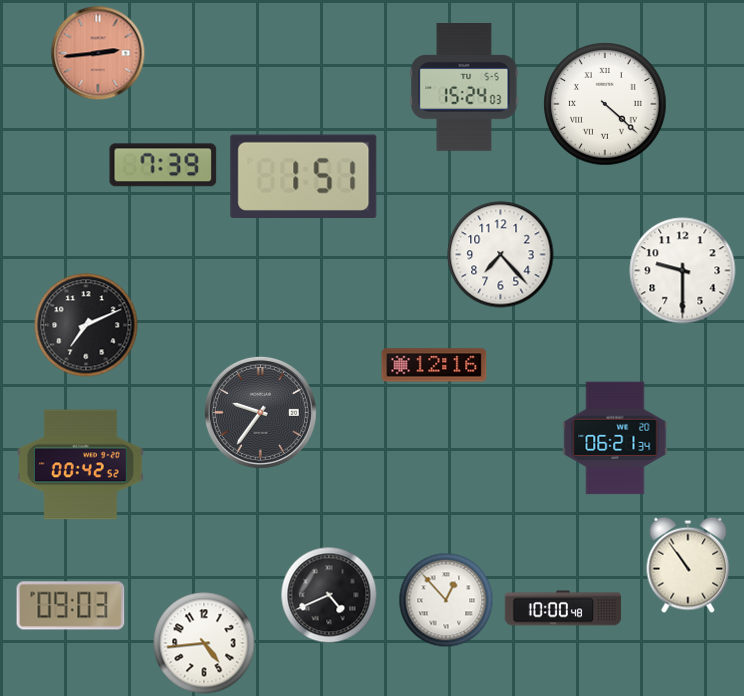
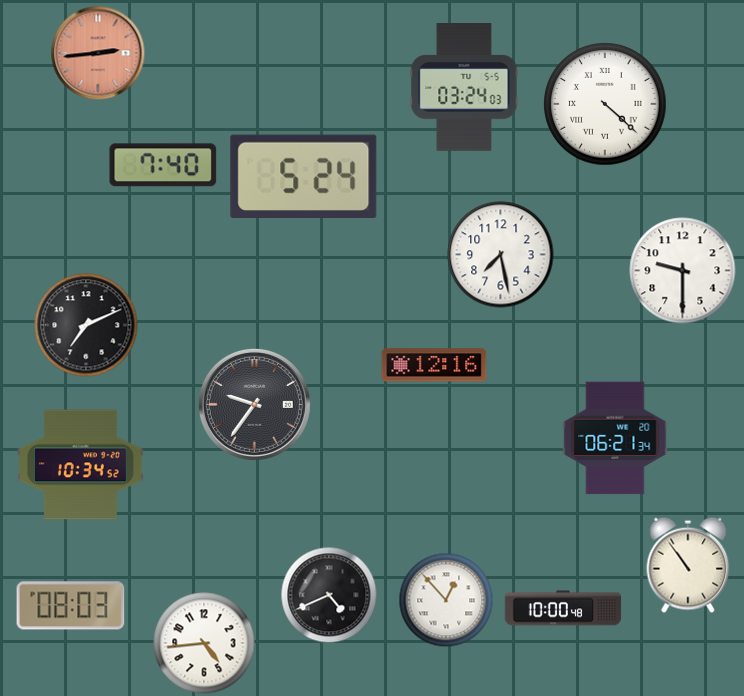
clock at (464, 87): 15:24 -> 03:24
clock at (163, 165): 7:39 -> 7:40
clock at (304, 176): 1:51 -> 5:24
clock at (501, 255): 7:23 -> 7:28
clock at (260, 412) position: (260, 412) -> (254, 404)
clock at (80, 465): 00:42 -> 10:34
clock at (71, 606): 09:03 -> 08:03
